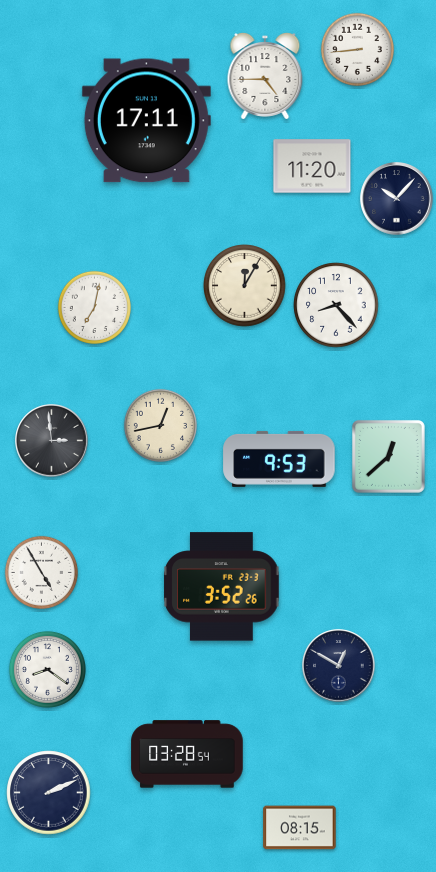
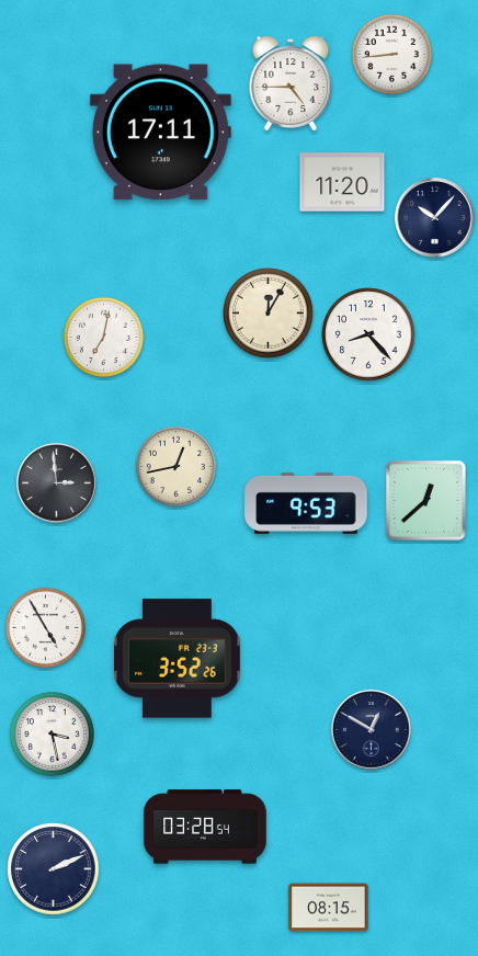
clock at (222, 587) position: (222, 587) -> (178, 659)
clock at (47, 669): 8:21 -> 3:28
